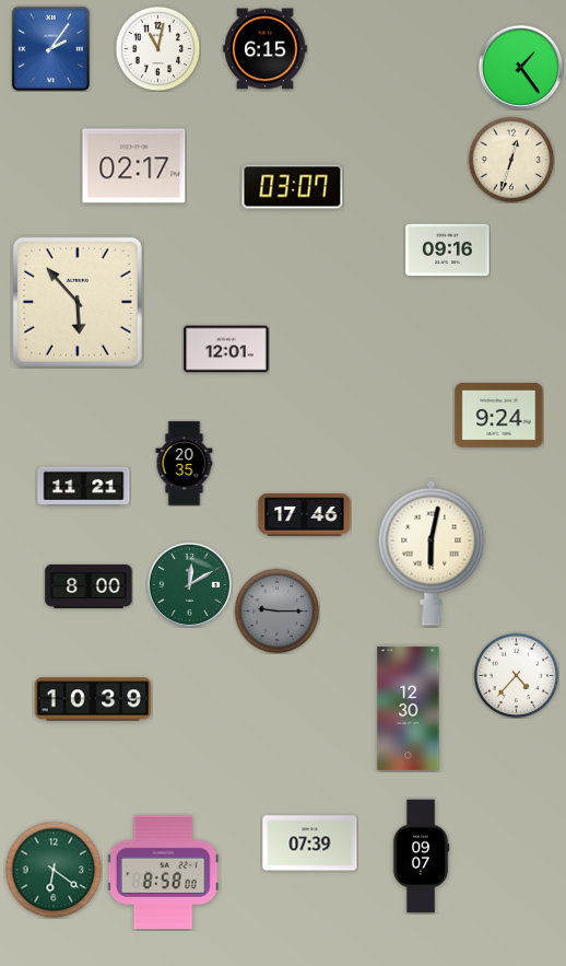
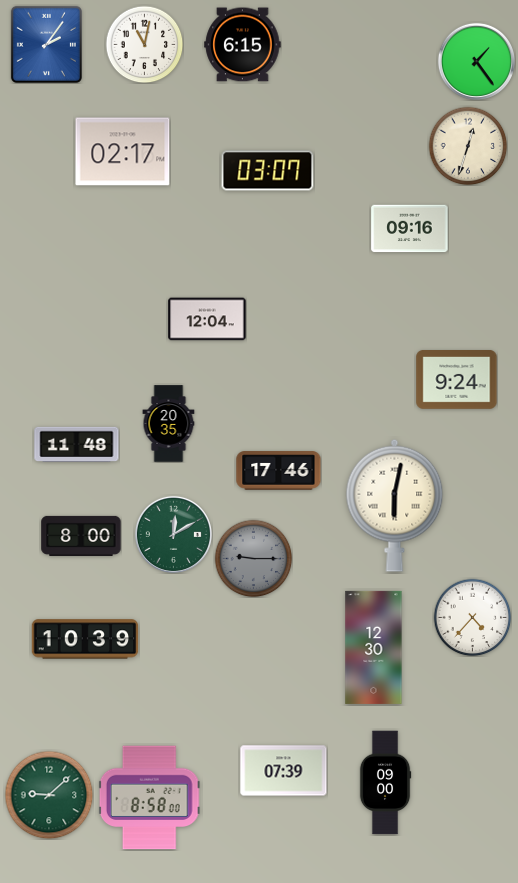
clock at (78, 302): 5:53 -> none
clock at (226, 349): 12:01 -> 12:04
clock at (84, 486): 11:21 -> 11:48
clock at (421, 857): 09:07 -> 09:00
clock at (54, 870): 6:21 -> 9:08
